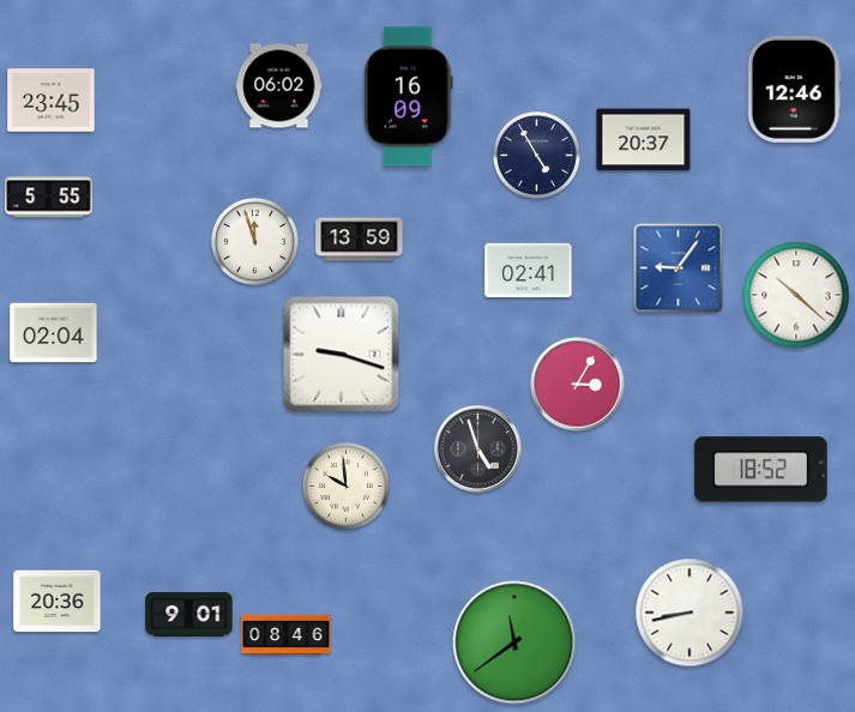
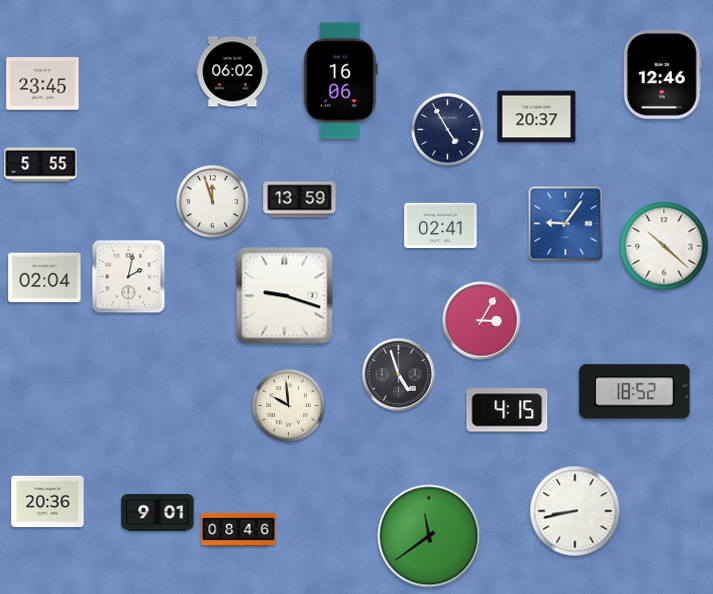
clock at (409, 97): 16:09 -> 16:06
clock at (129, 277): none -> 2:02
clock at (507, 410): none -> 4:15
